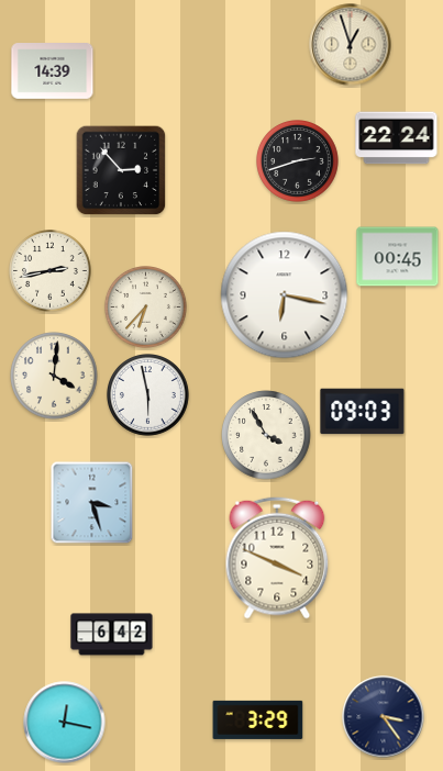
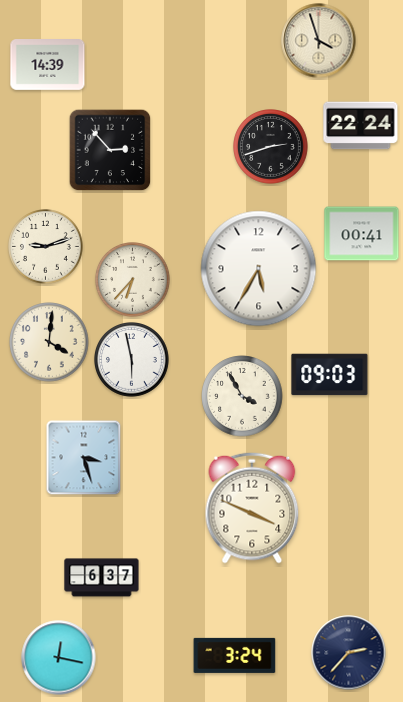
clock at (351, 45): 12:57 -> 3:57
clock at (121, 170) position: (121, 170) -> (110, 150)
clock at (398, 257): 00:45 -> 00:41
clock at (51, 271): 2:43 -> 9:12
clock at (285, 295): 6:17 -> 5:35
clock at (148, 395) position: (148, 395) -> (132, 360)
clock at (112, 635): 6:42 -> 6:37
clock at (384, 717): 3:24 -> 2:37
clock at (258, 719): 3:29 -> 3:24
